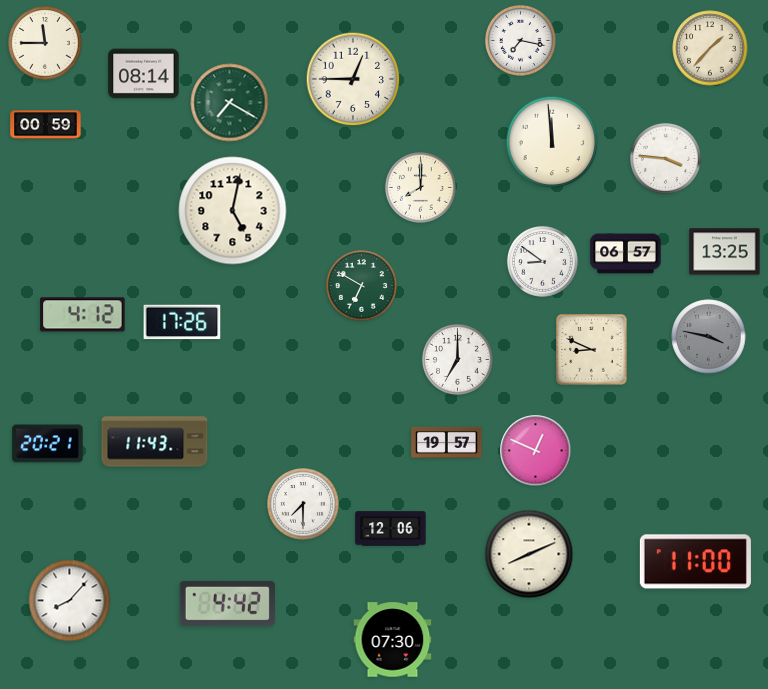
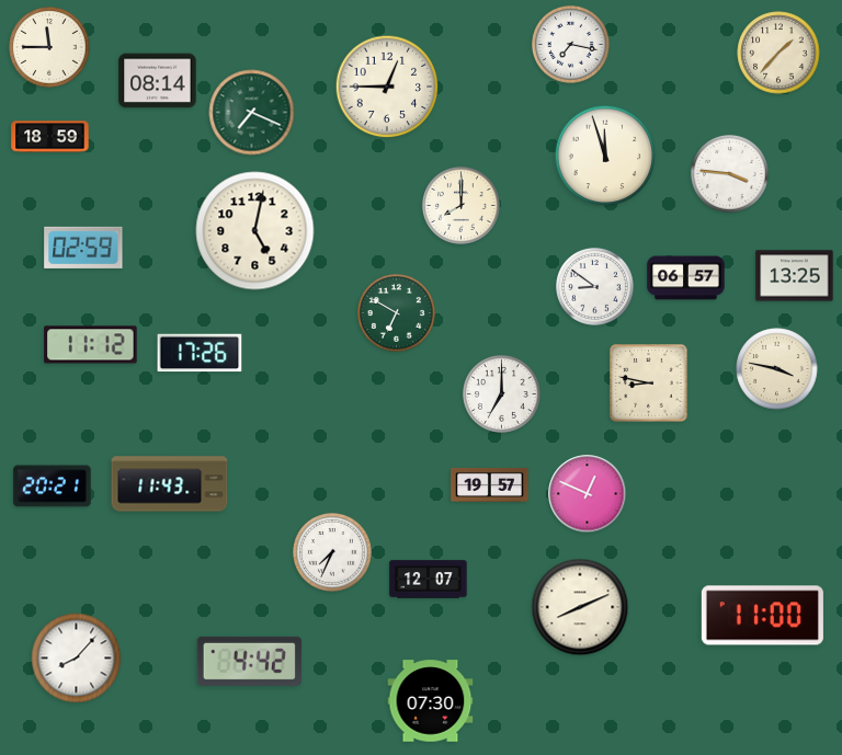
clock at (230, 103): 7:20 -> 7:19
clock at (46, 125): 00:59 -> 18:59
clock at (552, 142): 11:59 -> 11:57
clock at (83, 248): none -> 02:59
clock at (83, 315): 4:12 -> 11:12
clock at (709, 337) dial: grey -> cream
clock at (592, 350): 8:49 -> 8:47
clock at (304, 505): 7:30 -> 7:34
clock at (391, 529): 12:06 -> 12:07
